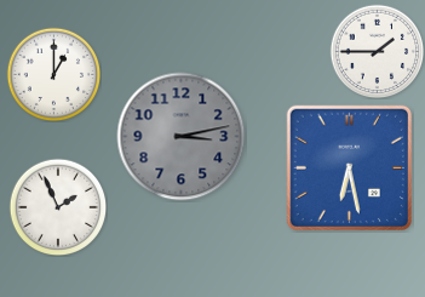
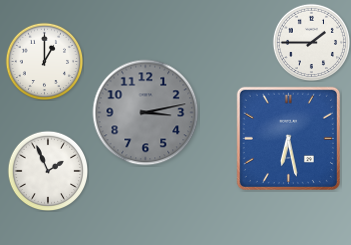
clock at (182, 137) position: (182, 137) -> (146, 113)
